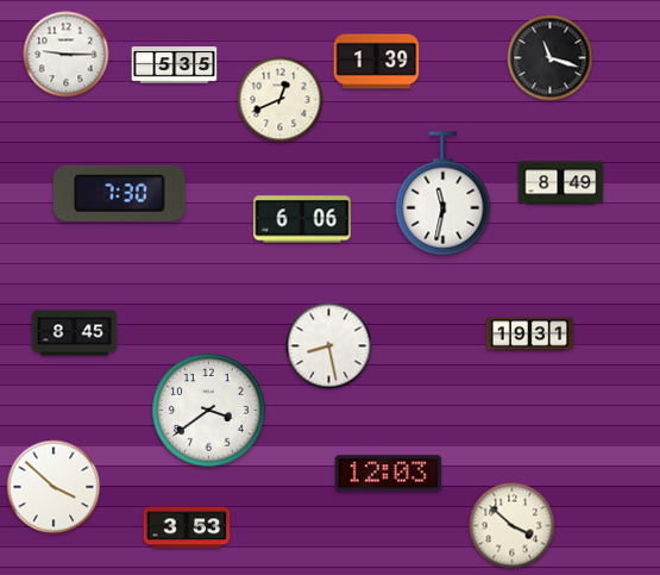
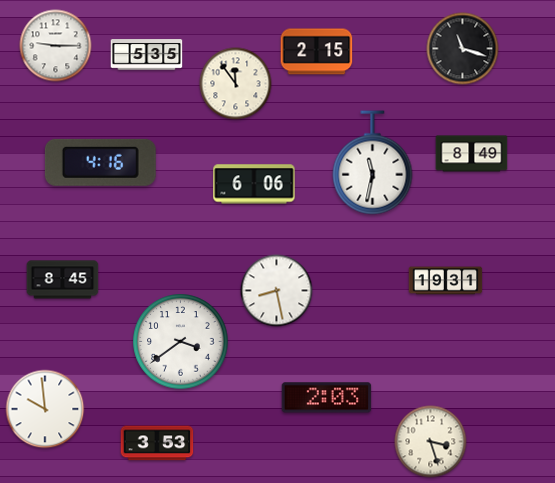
clock at (377, 62): 1:39 -> 2:15
clock at (281, 100): 12:41 -> 11:54
clock at (119, 193): 7:30 -> 4:16
clock at (209, 411) position: (209, 411) -> (181, 342)
clock at (389, 474): 12:03 -> 2:03
clock at (54, 487): 3:52 -> 9:59
clock at (513, 526): 3:52 -> 3:27
